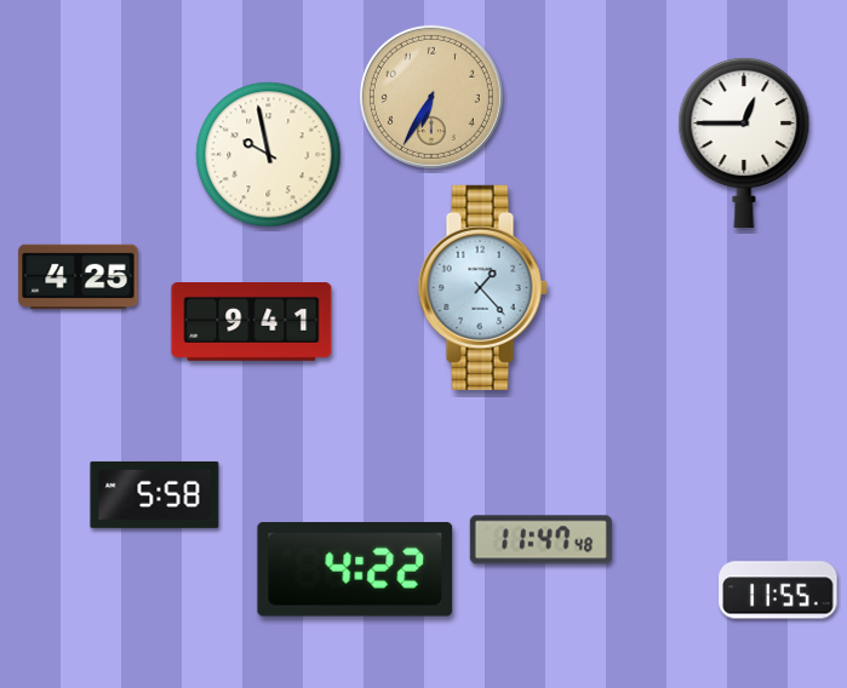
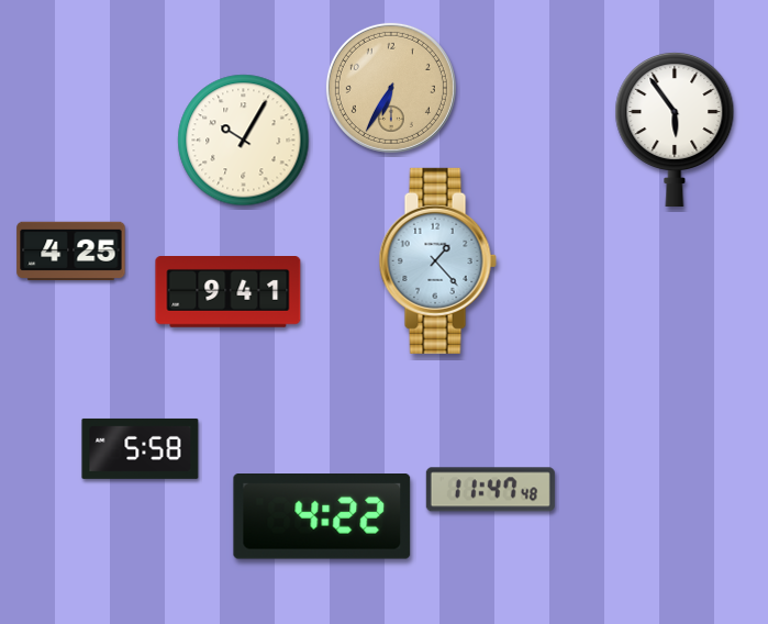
clock at (744, 142): 12:45 -> 5:54
clock at (269, 155): 9:58 -> 10:05
clock at (778, 590): 11:55 -> none
